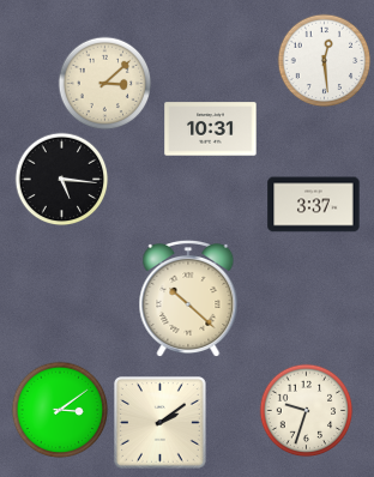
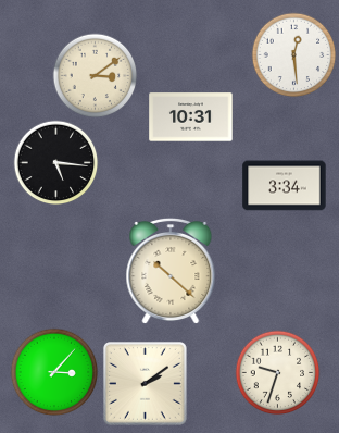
clock at (104, 83): 3:08 -> 3:09
clock at (314, 205): 3:37 -> 3:34
clock at (60, 410): 3:09 -> 3:07
